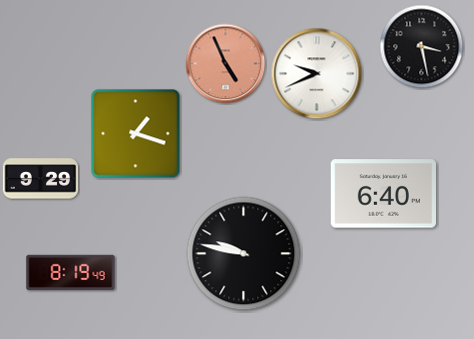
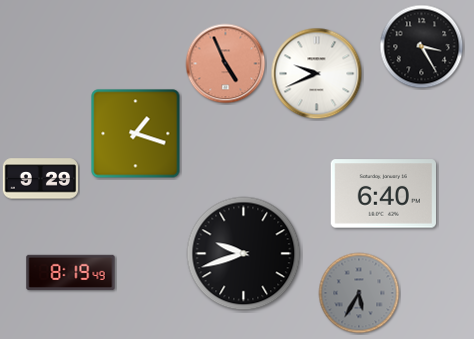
clock at (422, 47): 3:28 -> 3:25
clock at (244, 254): 9:47 -> 9:42
clock at (359, 293): none -> 5:35
